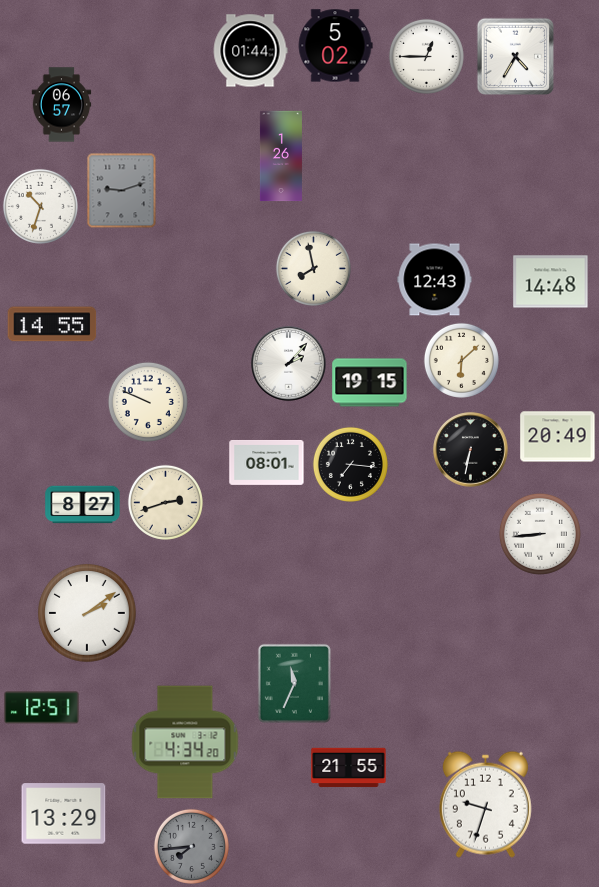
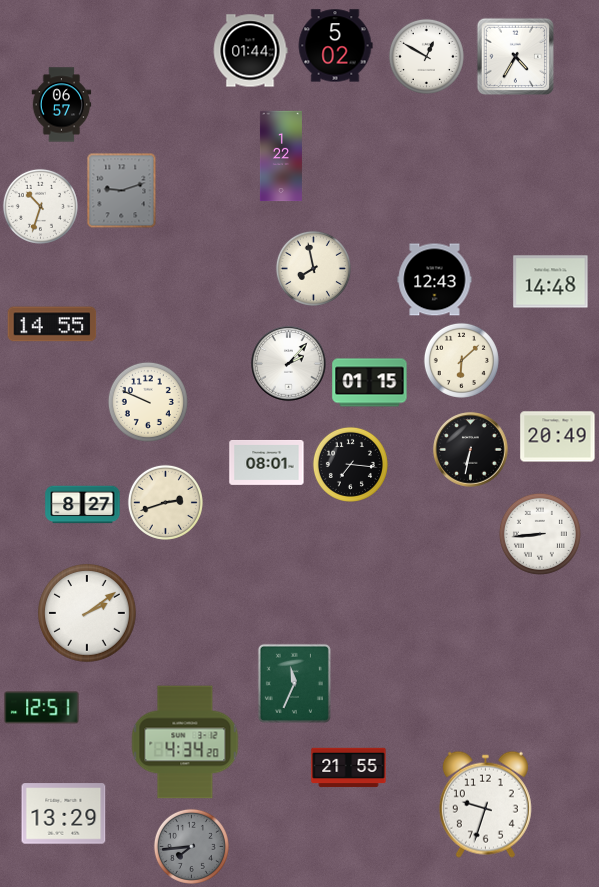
clock at (426, 56): 12:45 -> 12:50
clock at (281, 156): 1:26 -> 1:22
clock at (370, 383): 19:15 -> 01:15
